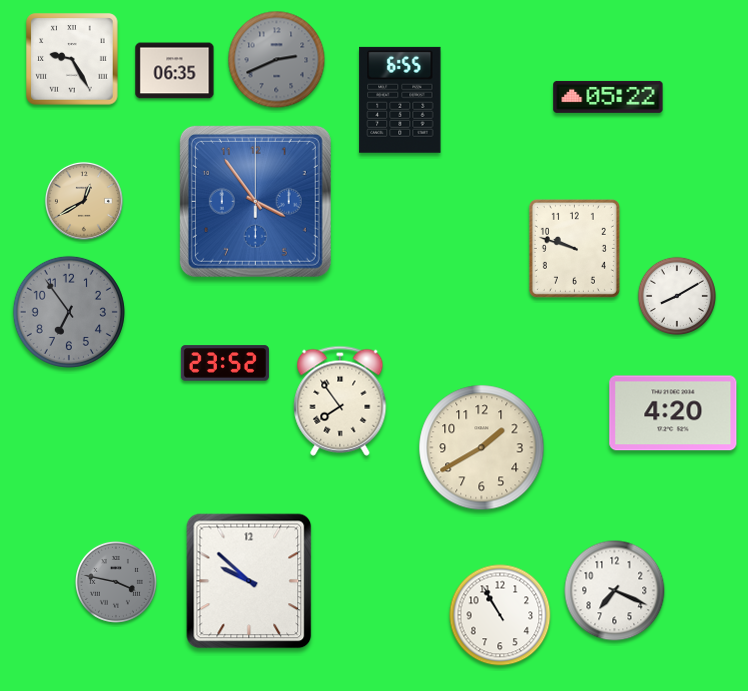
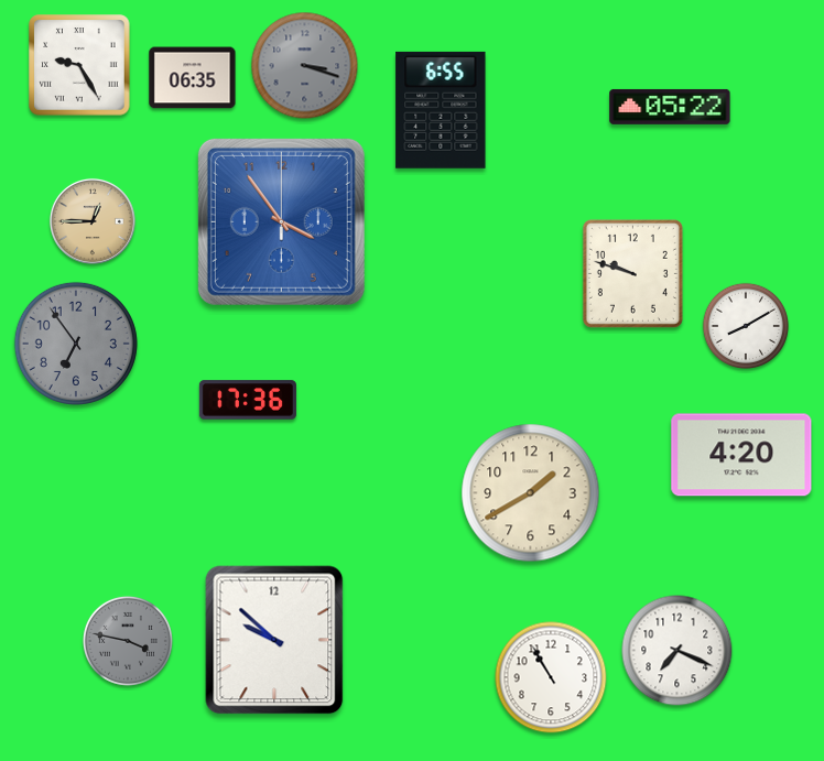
clock at (277, 60): 2:41 -> 3:18
clock at (84, 201): 12:40 -> 12:45
clock at (225, 363): 23:52 -> 17:36
clock at (340, 401): 7:54 -> none
